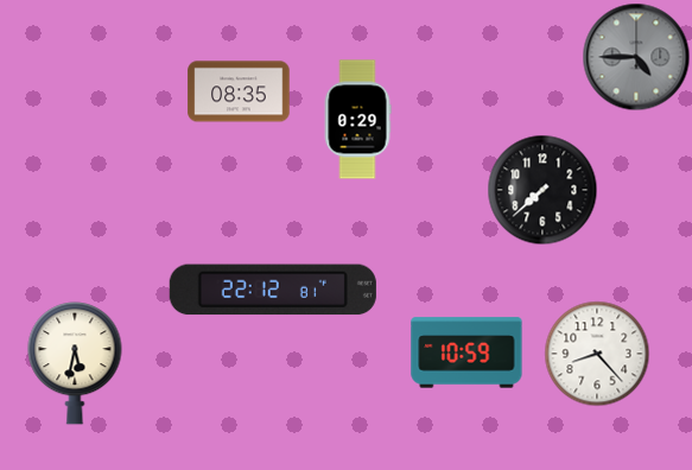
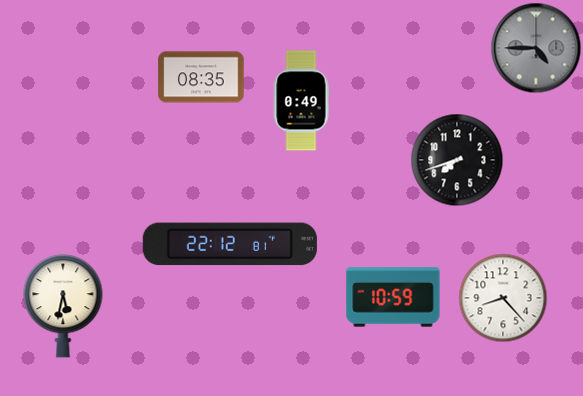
clock at (357, 120): 0:29 -> 0:49
clock at (542, 190): 7:38 -> 7:42
